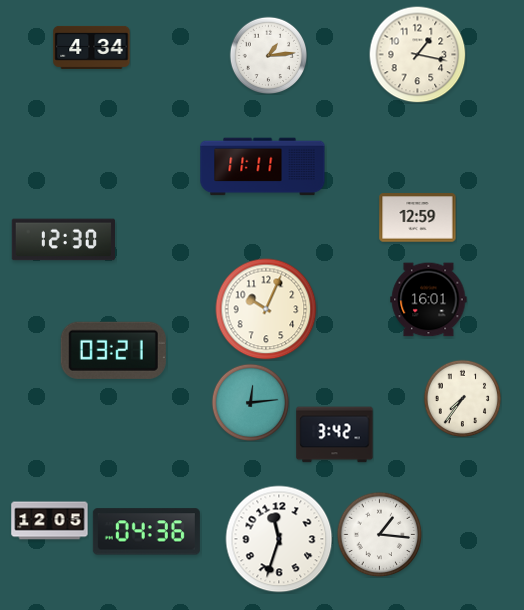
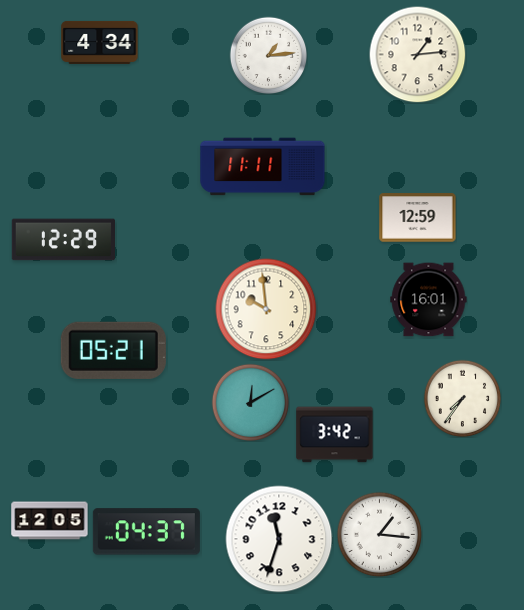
clock at (92, 47) position: (92, 47) -> (100, 42)
clock at (417, 54): 1:17 -> 1:14
clock at (63, 240): 12:30 -> 12:29
clock at (266, 309): 10:04 -> 9:59
clock at (113, 350): 03:21 -> 05:21
clock at (250, 402): 12:14 -> 12:10
clock at (146, 532): 04:36 -> 04:37
